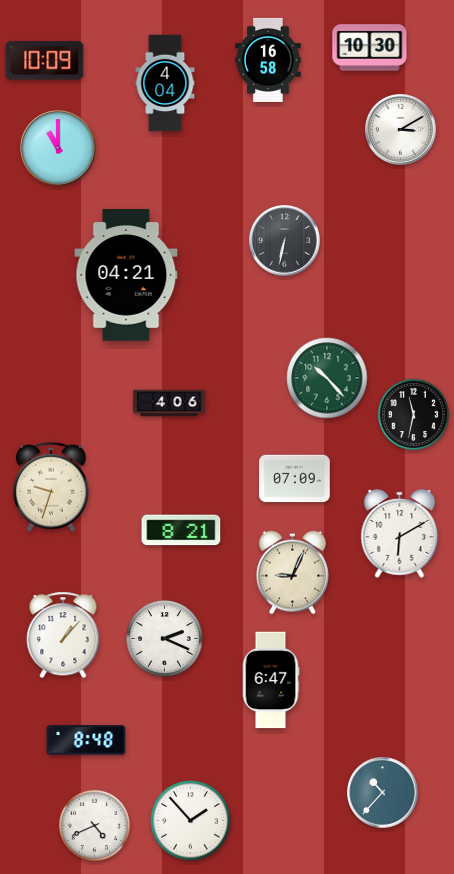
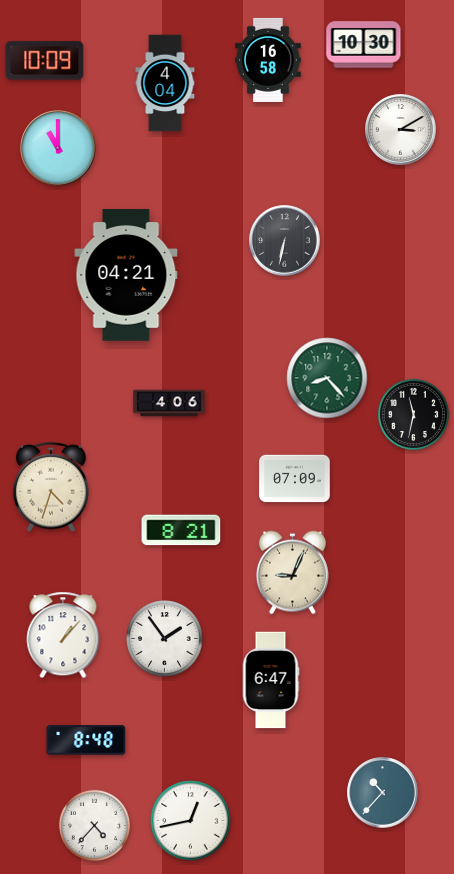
clock at (370, 48) position: (370, 48) -> (364, 45)
clock at (327, 378): 10:23 -> 8:23
clock at (51, 487): 9:33 -> 4:33
clock at (400, 533): 6:10 -> none
clock at (165, 639): 2:19 -> 1:54
clock at (191, 821): 1:53 -> 12:43
clock at (94, 825): 4:41 -> 4:37
